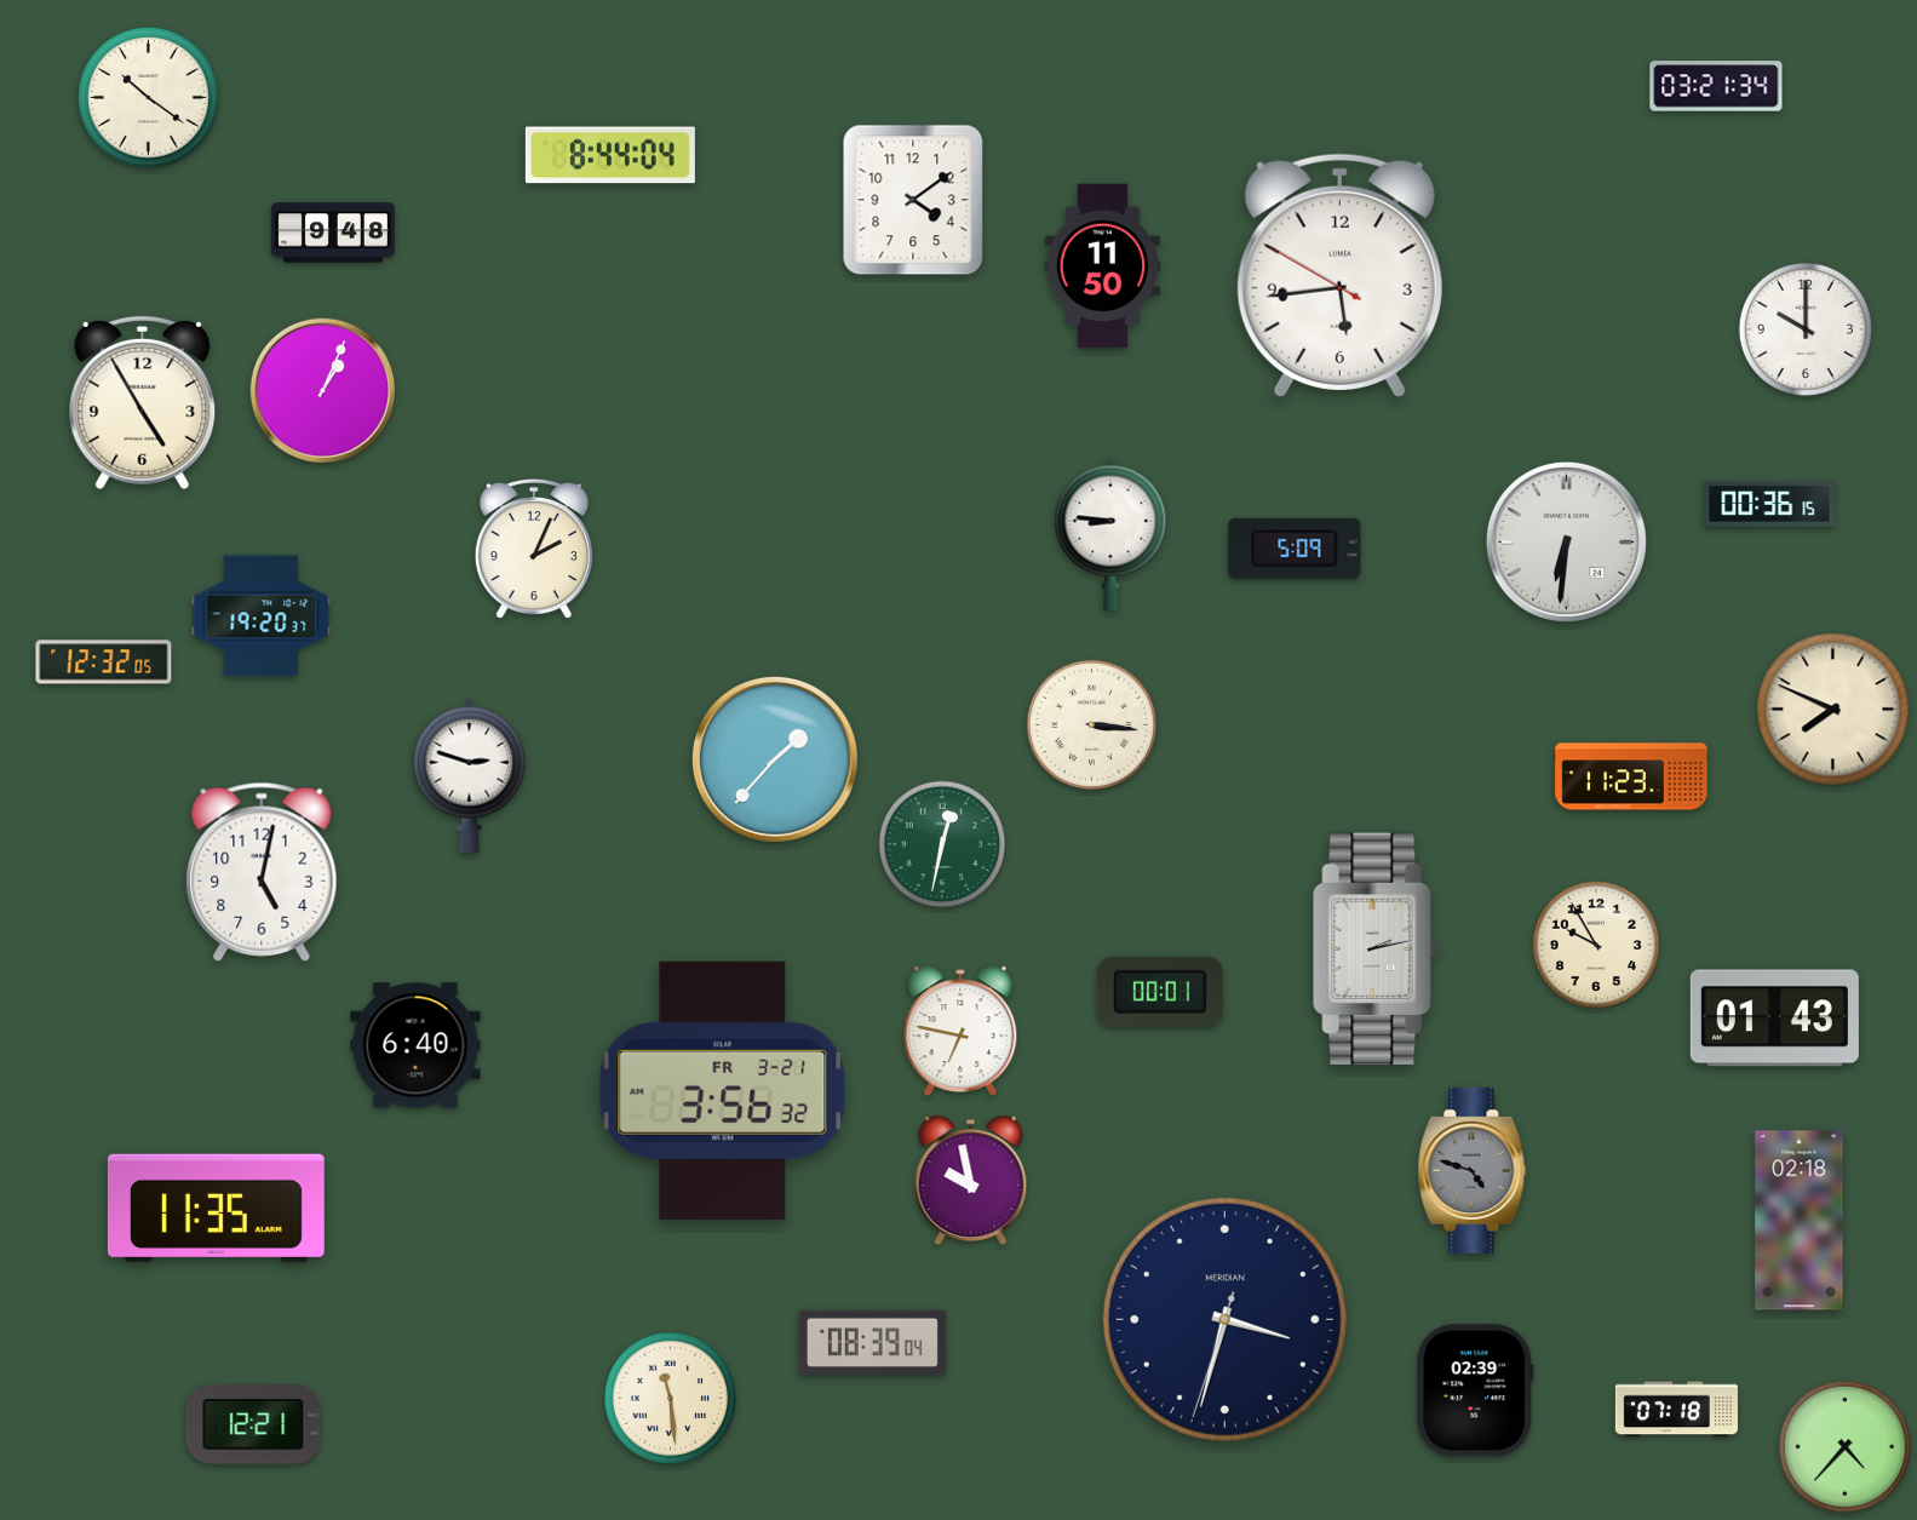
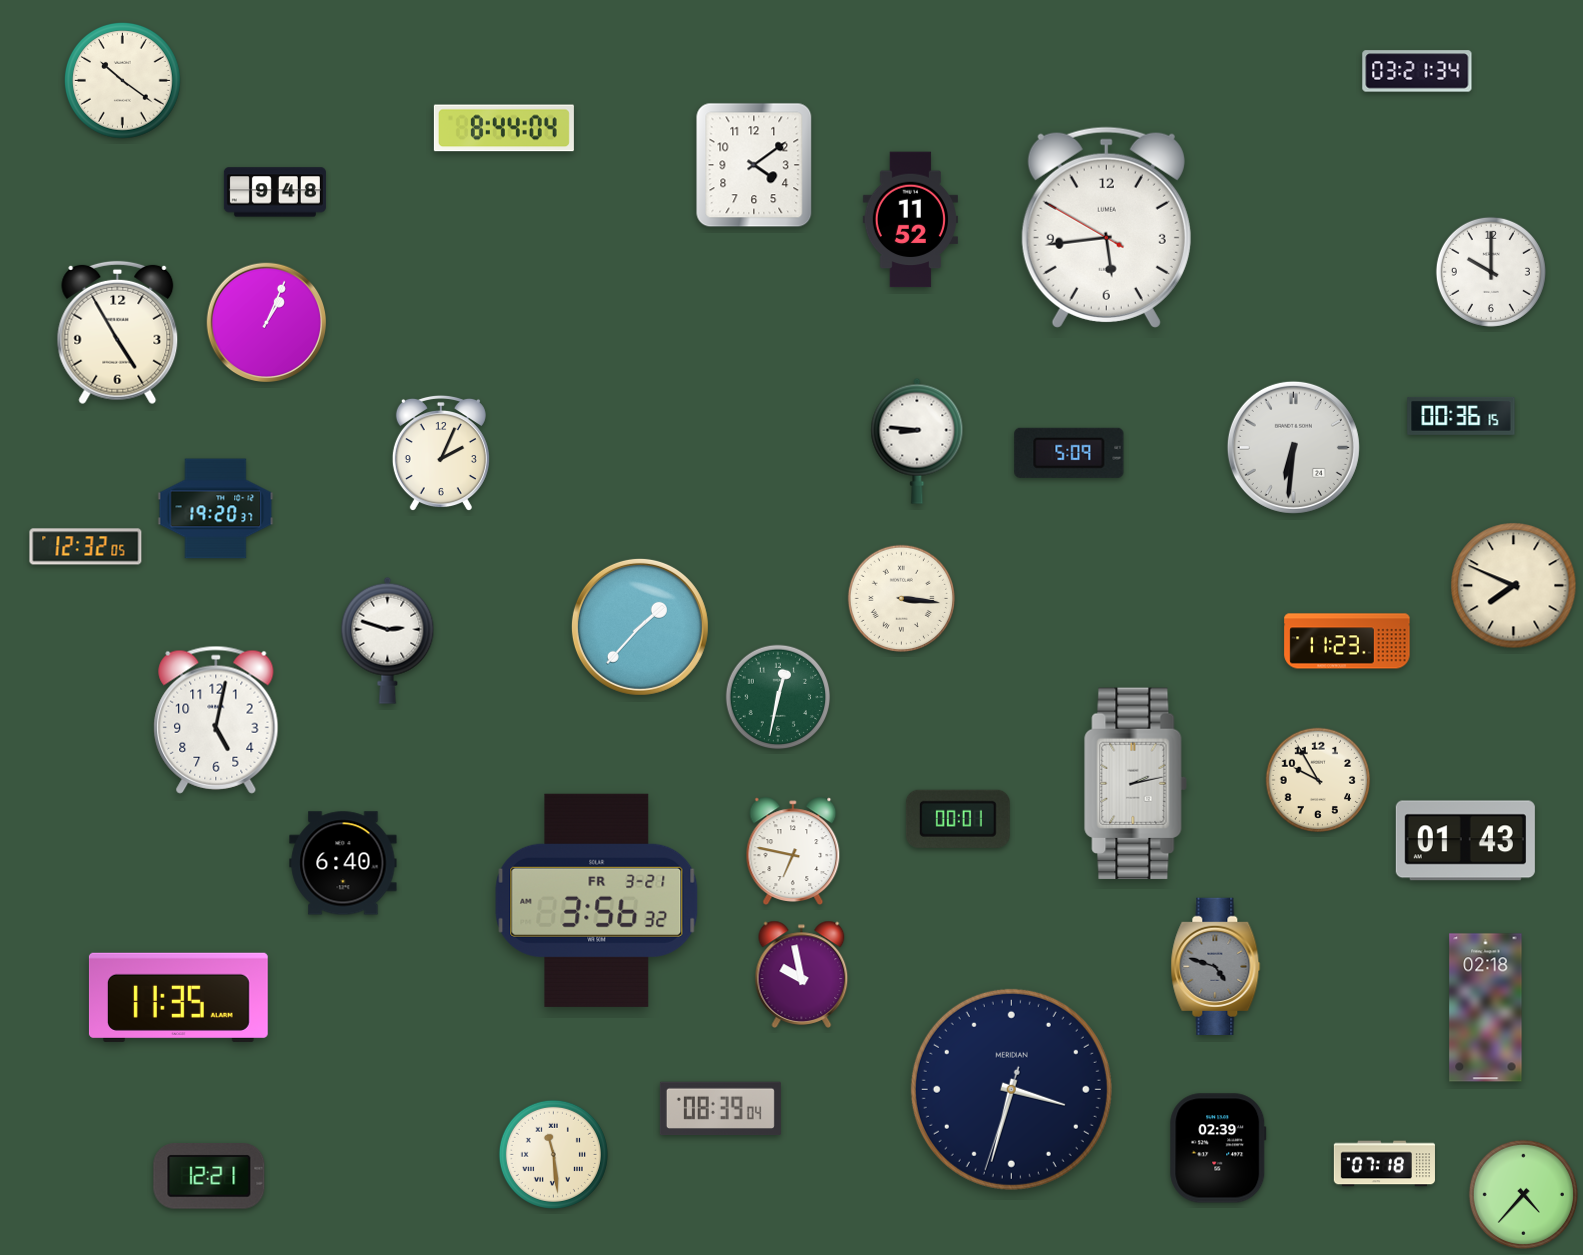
clock at (1102, 266): 11:50 -> 11:52
